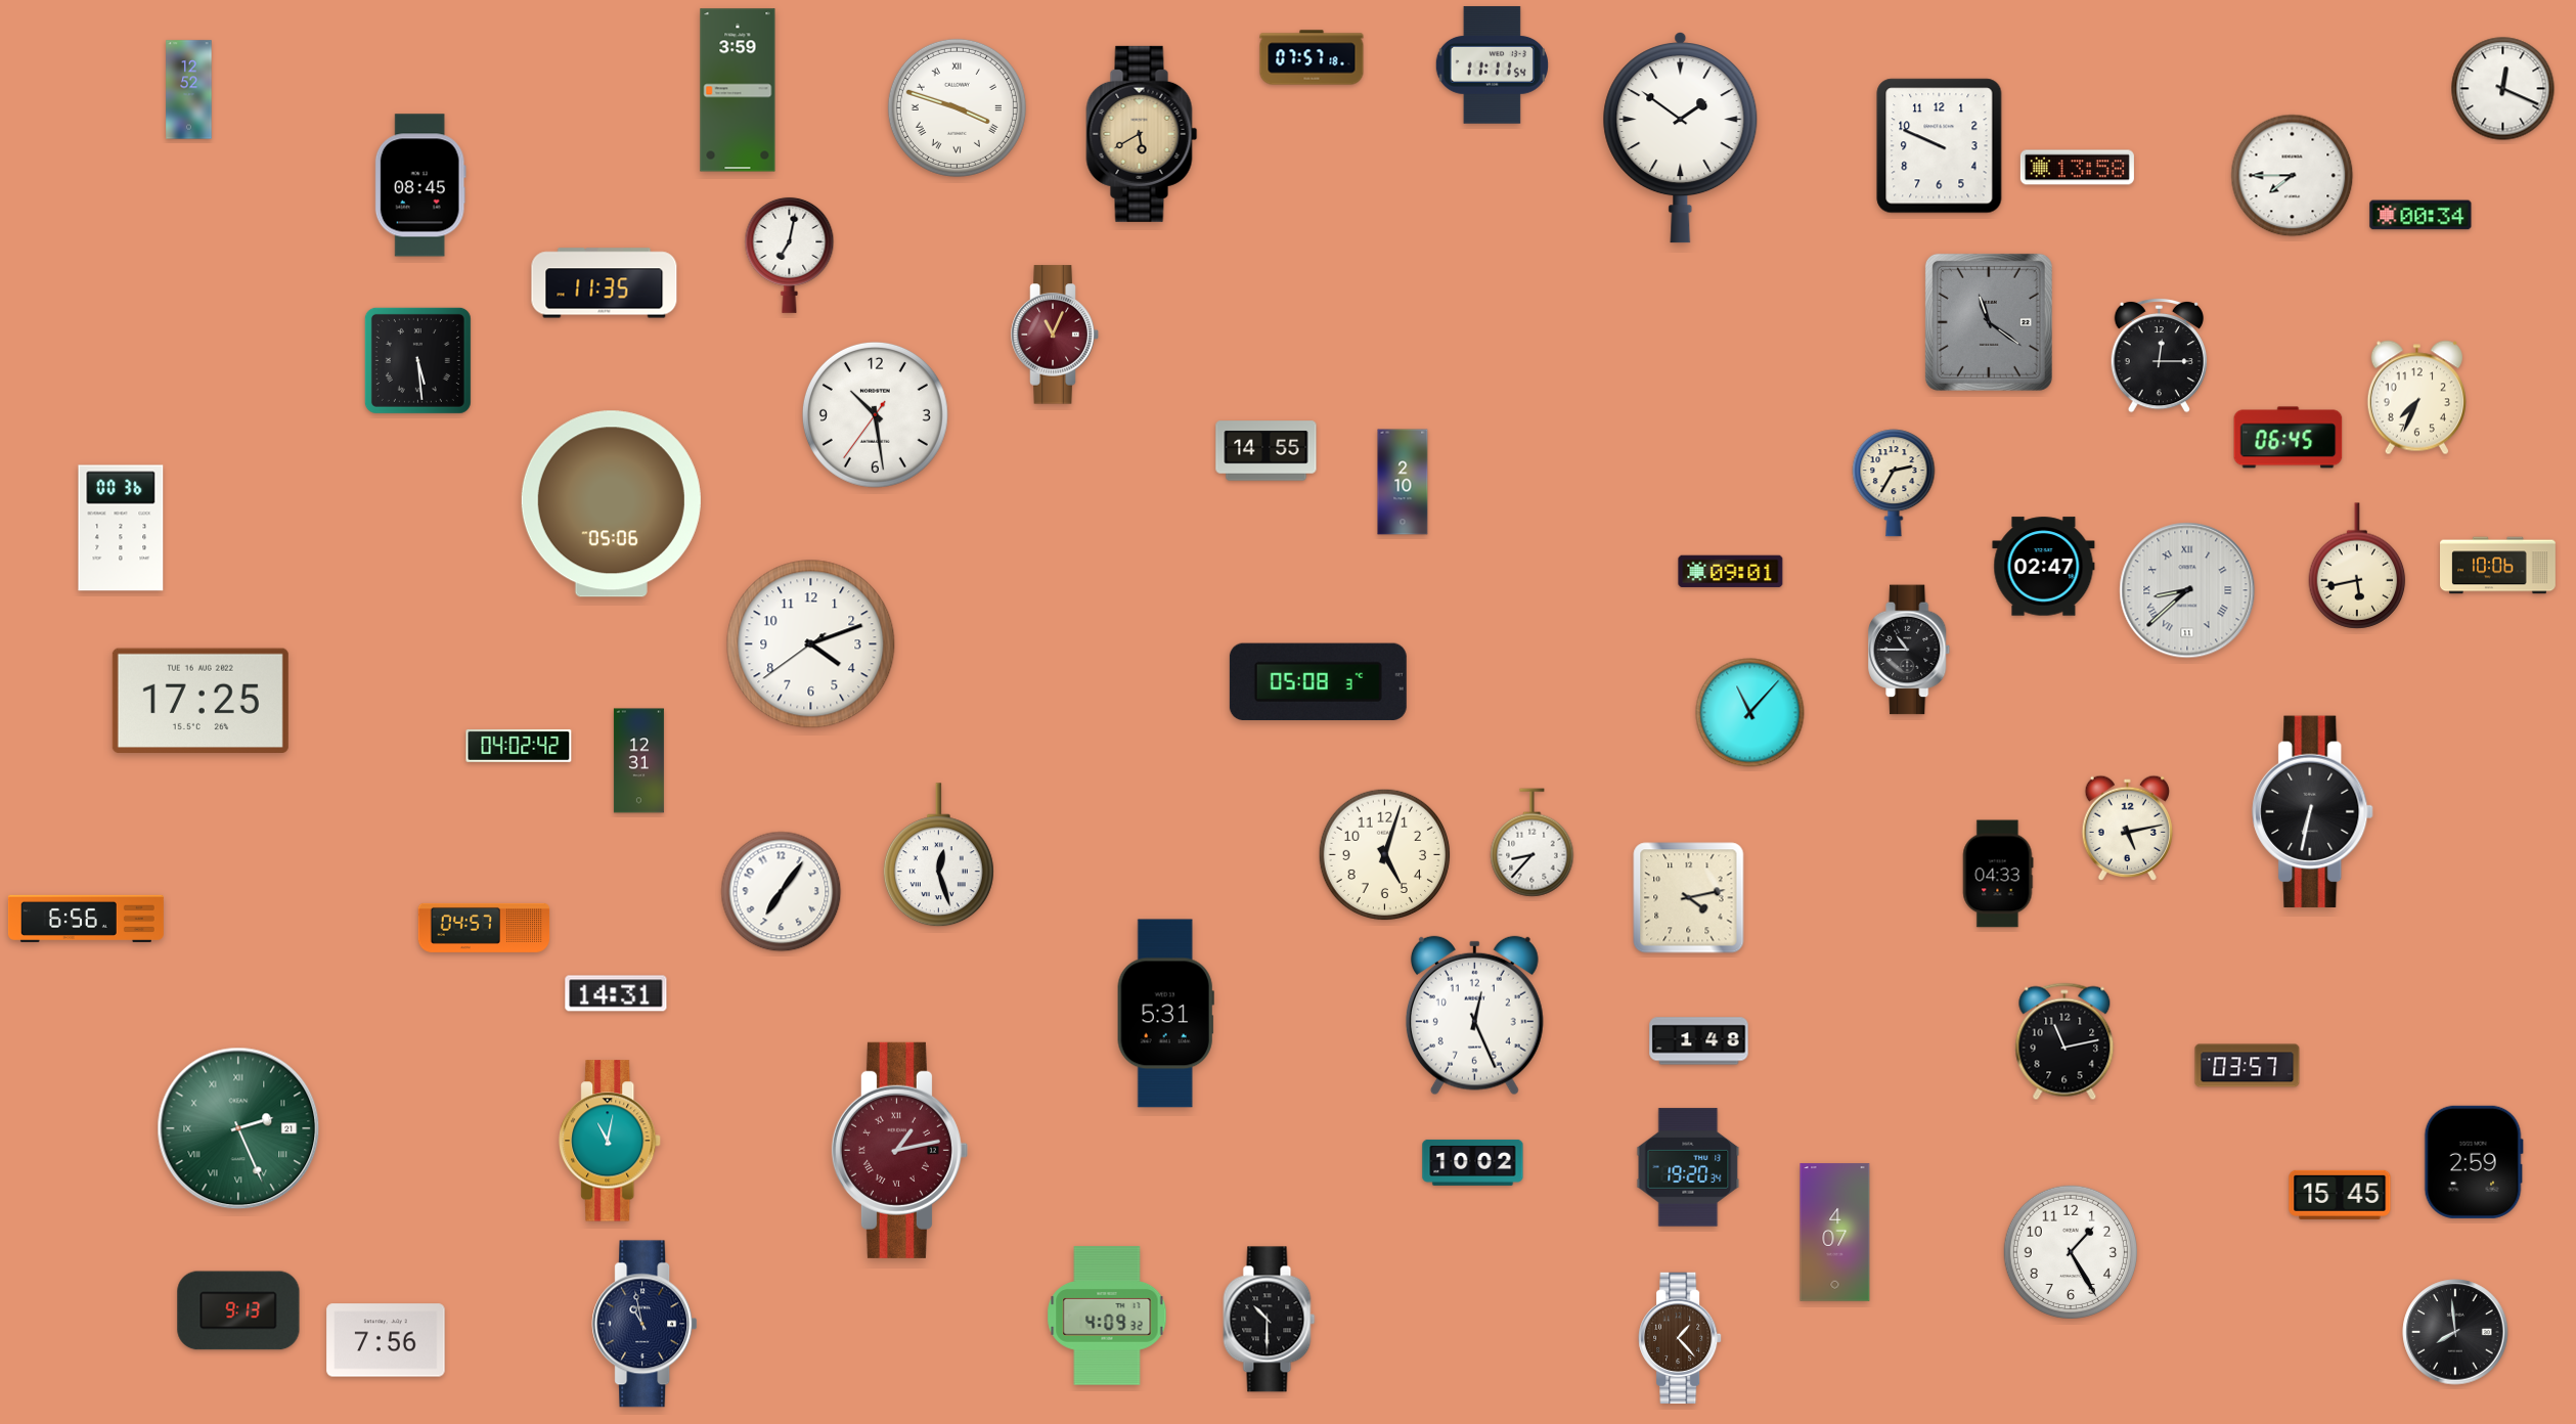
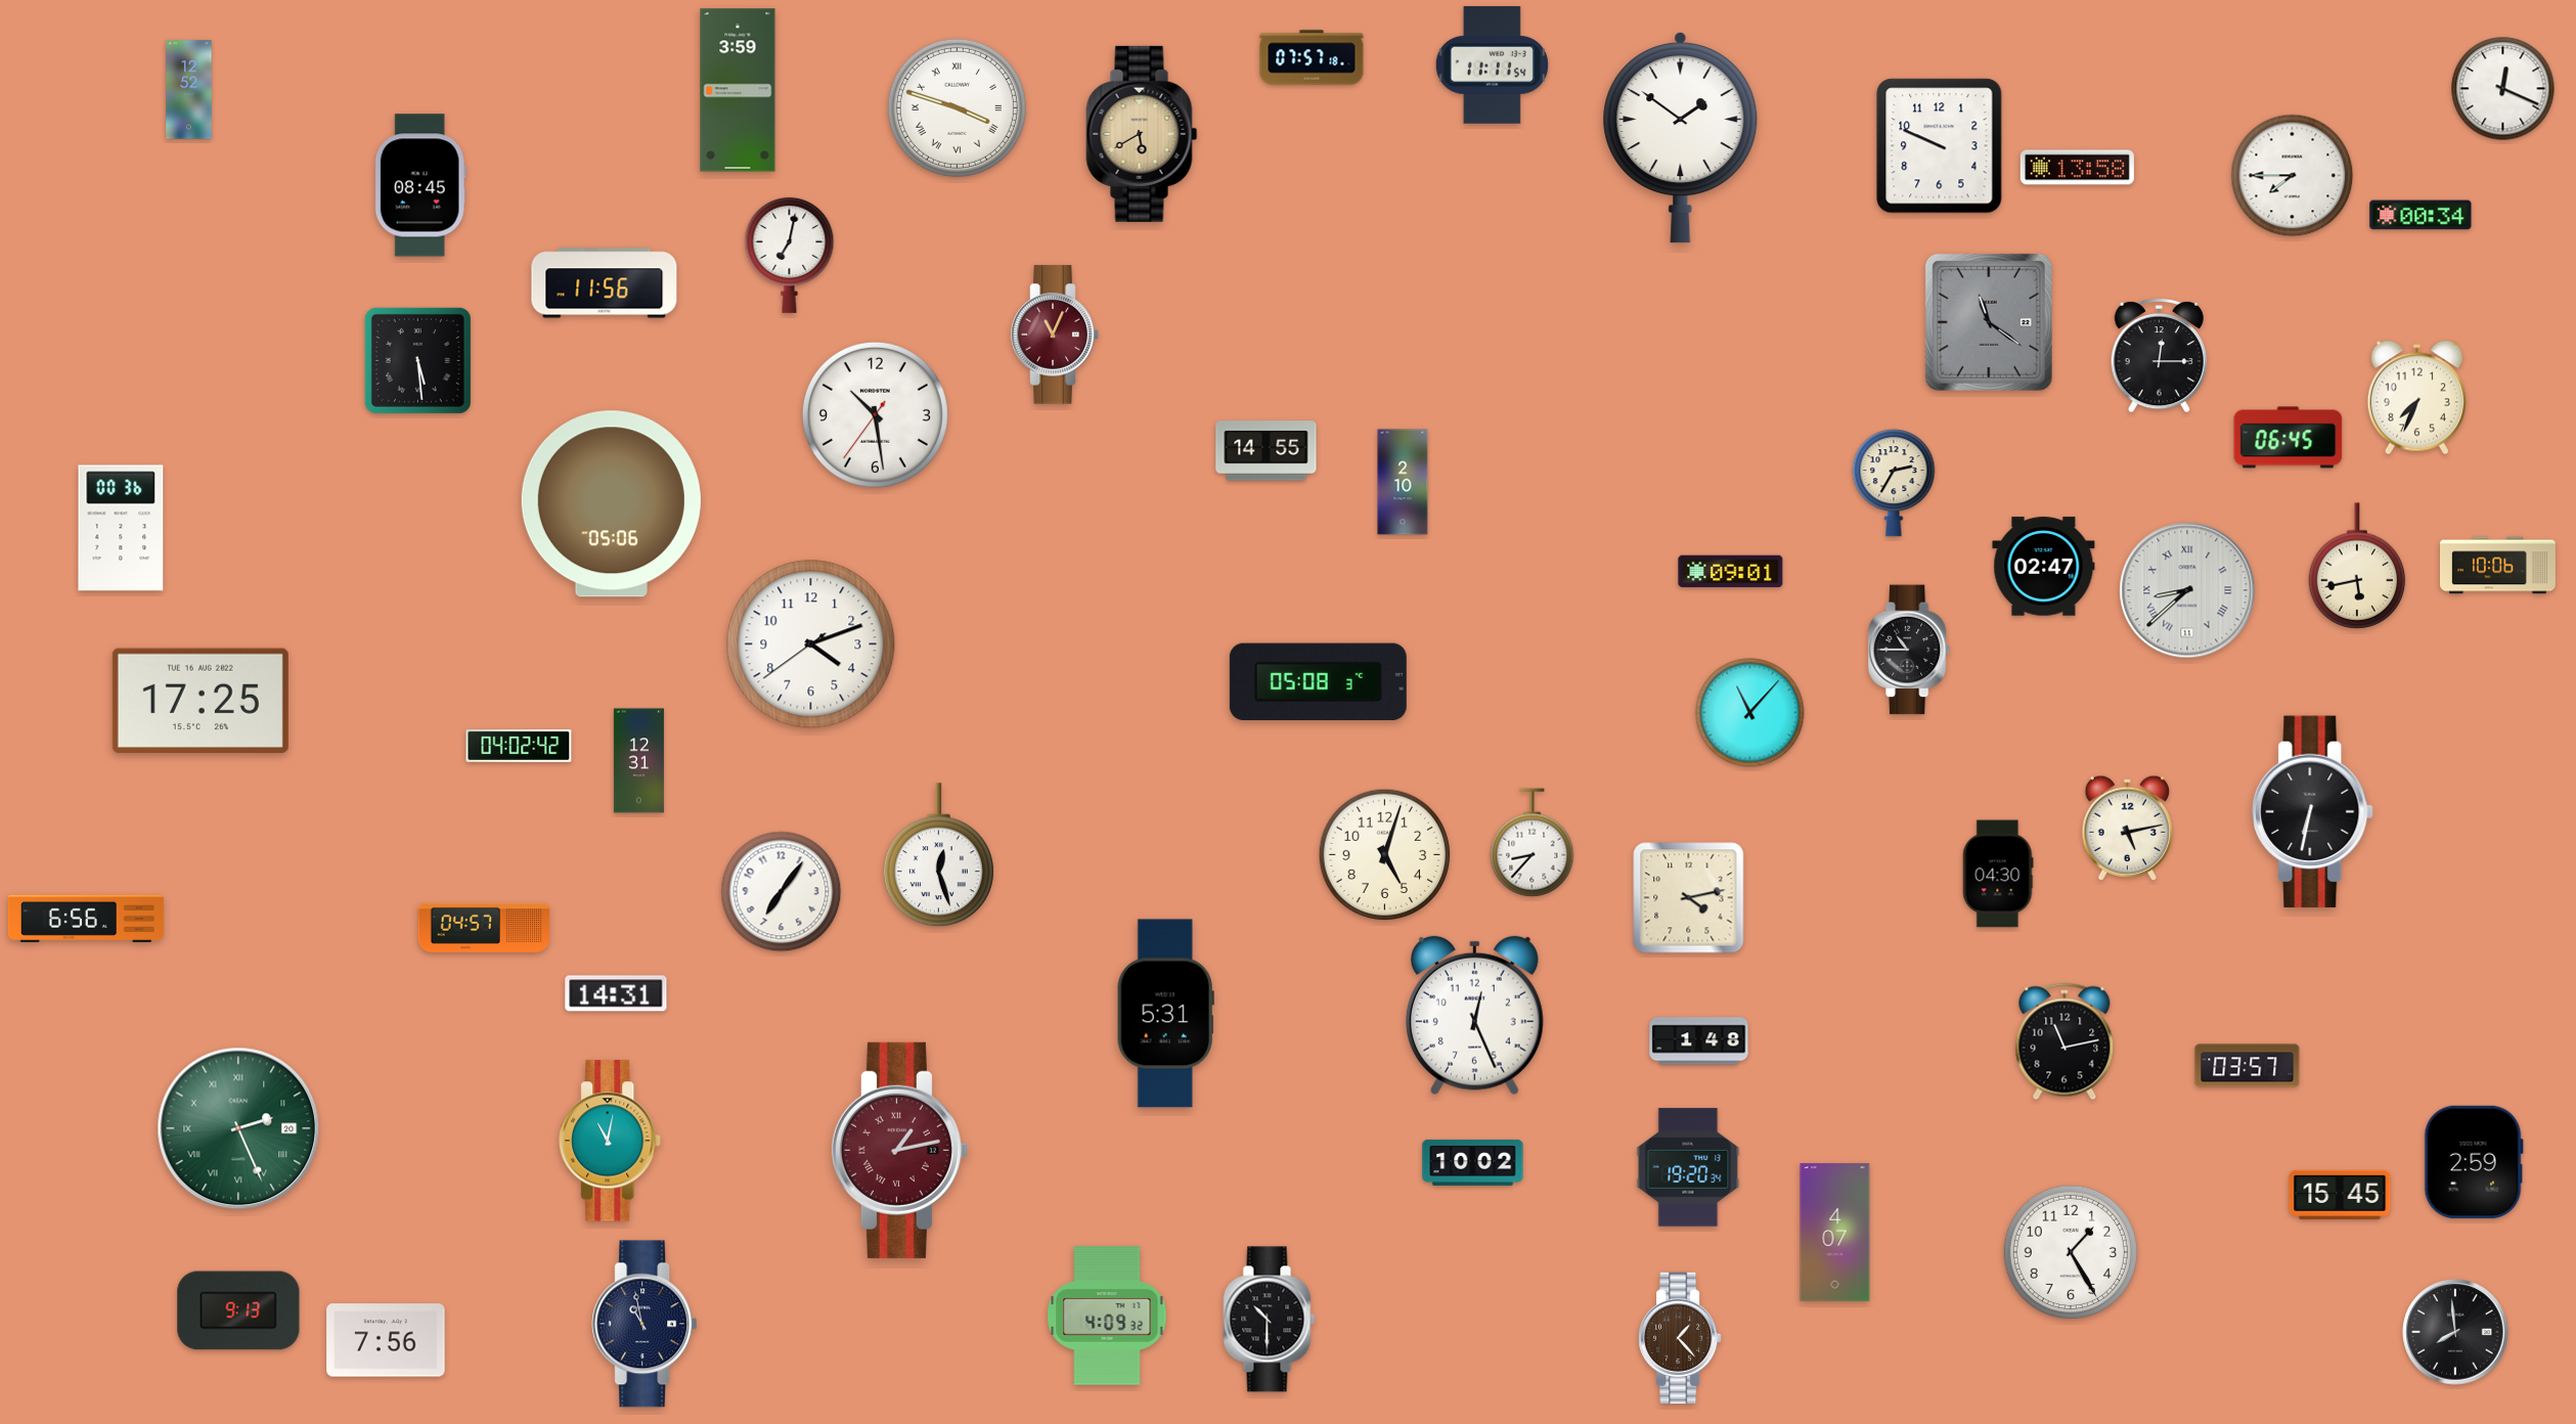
clock at (605, 283): 11:35 -> 11:56
clock at (1998, 874): 04:33 -> 04:30
clock at (238, 1128) date: 21 -> 20
